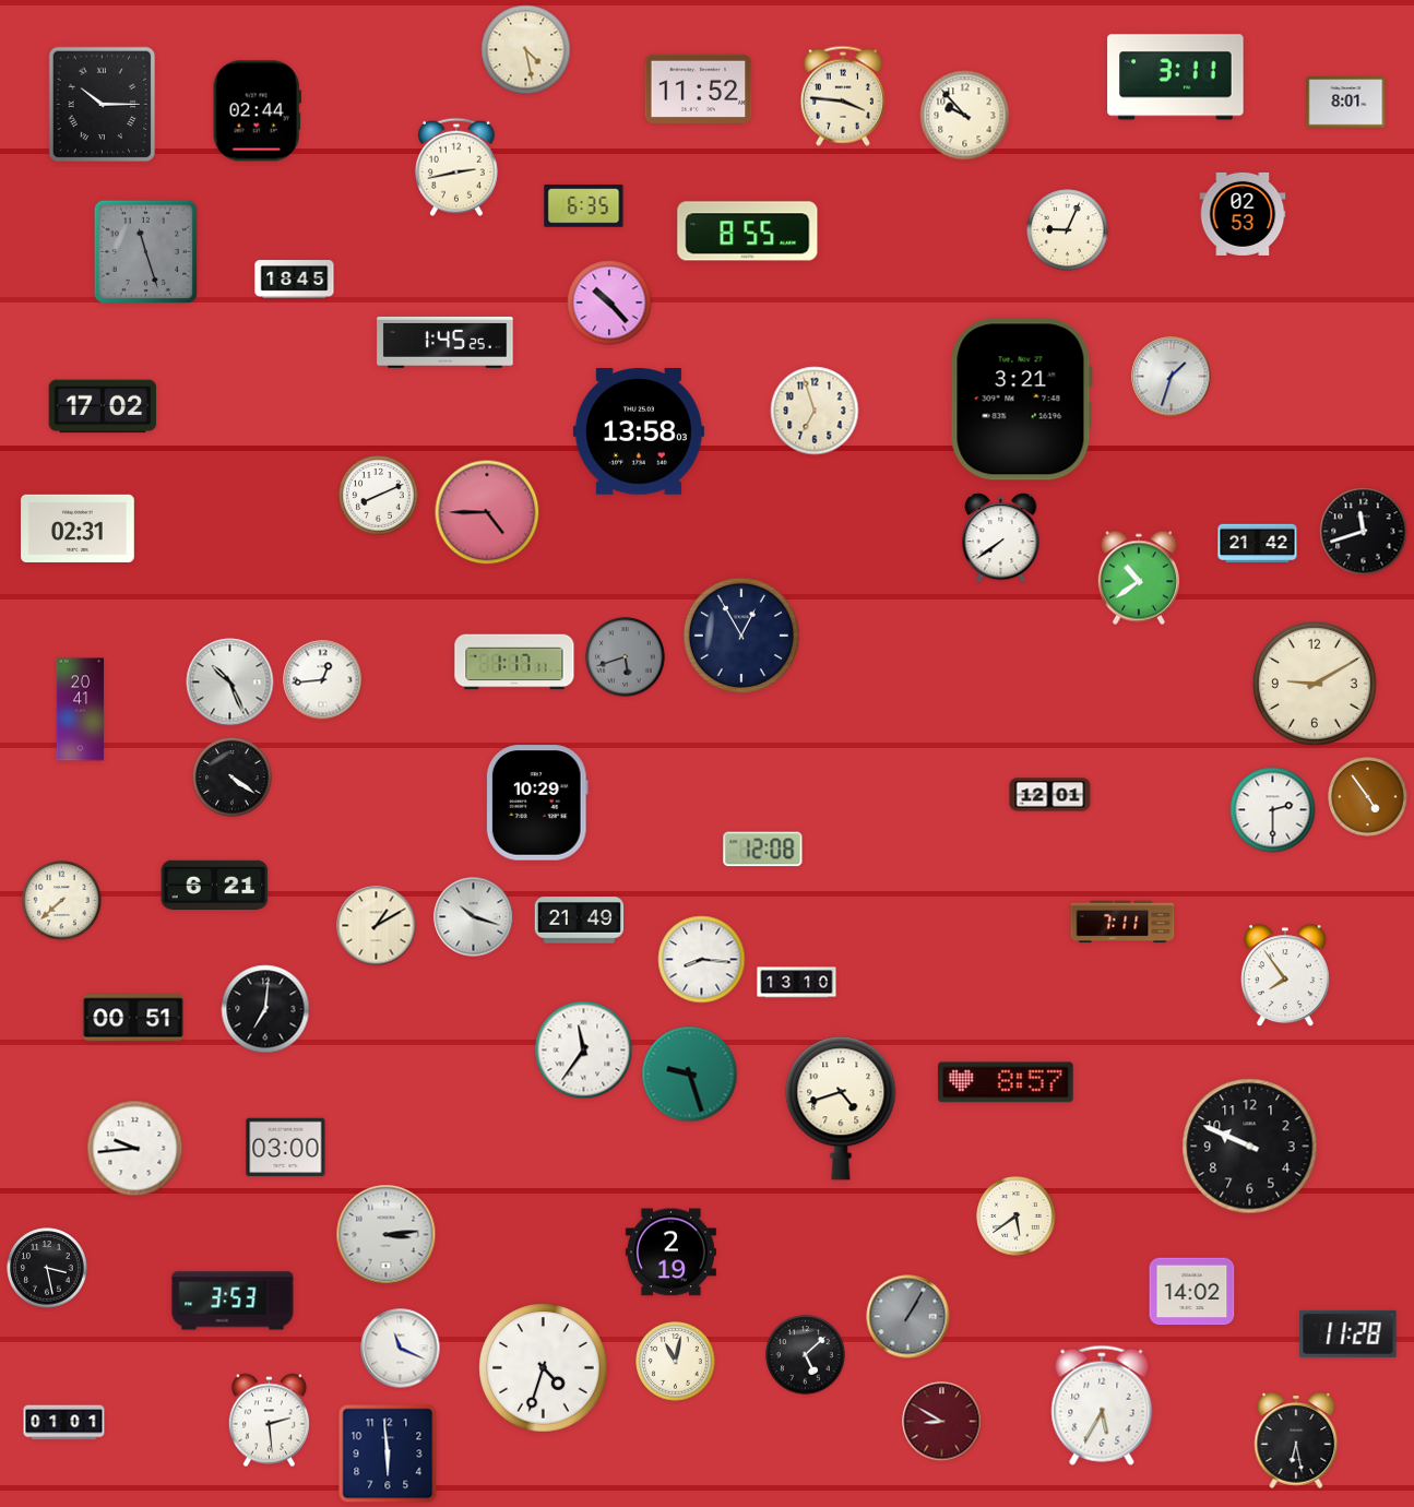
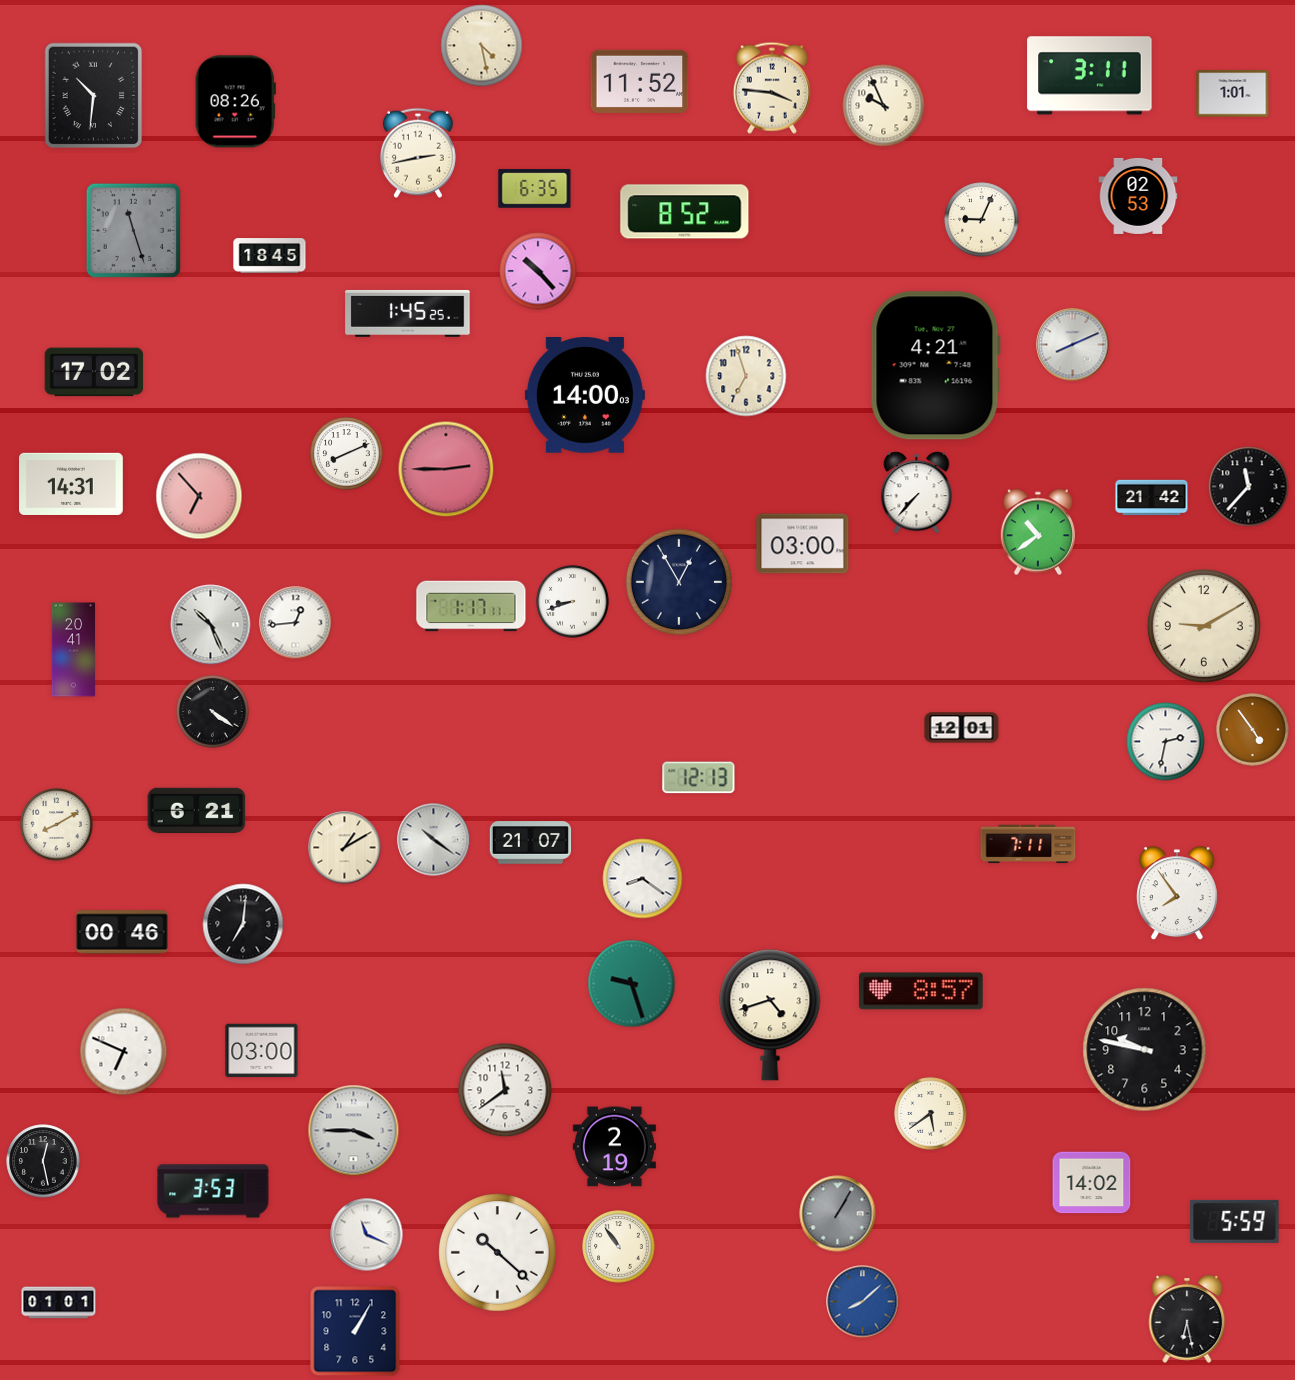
clock at (1176, 78) position: (1176, 78) -> (1090, 76)
clock at (1346, 103): 8:01 -> 1:01
clock at (103, 105): 10:15 -> 10:31
clock at (257, 111): 02:44 -> 08:26
clock at (965, 116): 9:53 -> 9:56
clock at (1068, 230) position: (1068, 230) -> (982, 220)
clock at (748, 232): 8:55 -> 8:52
clock at (609, 302) position: (609, 302) -> (538, 271)
clock at (1172, 377): 1:33 -> 8:11
clock at (1021, 400): 3:21 -> 4:21
clock at (639, 432): 13:58 -> 14:00
clock at (487, 512): 4:45 -> 2:45
clock at (79, 529): 02:31 -> 14:31
clock at (1364, 532): 11:42 -> 11:37
clock at (1001, 538): 7:39 -> 7:37
clock at (199, 496): none -> 6:53
clock at (1139, 578) position: (1139, 578) -> (1038, 532)
clock at (803, 544): none -> 03:00
clock at (626, 657): 5:42 -> 8:42
clock at (626, 657) dial: grey -> white
clock at (537, 803): 10:29 -> none
clock at (1273, 810): 2:30 -> 2:32
clock at (763, 850): 12:08 -> 12:13
clock at (62, 901): 7:38 -> 8:10
clock at (474, 917): 10:18 -> 10:21
clock at (580, 921): 21:49 -> 21:07
clock at (702, 960): 8:16 -> 8:21
clock at (797, 983): 13:10 -> none
clock at (133, 1018): 00:51 -> 00:46
clock at (584, 1051): 11:36 -> none
clock at (1250, 1147): 9:49 -> 9:47
clock at (135, 1149): 9:44 -> 6:49
clock at (505, 1090): none -> 11:39
clock at (387, 1235): 3:14 -> 3:45
clock at (47, 1268): 3:28 -> 12:28
clock at (908, 1317) position: (908, 1317) -> (838, 1214)
clock at (1348, 1333): 11:28 -> 5:59
clock at (806, 1355): 5:08 -> none
clock at (676, 1362): 11:02 -> 10:54
clock at (544, 1368): 4:33 -> 10:22
clock at (1102, 1405): 5:35 -> none
clock at (269, 1421): 2:29 -> none
clock at (942, 1422): 8:50 -> 8:08
clock at (942, 1422) dial: burgundy -> blue
clock at (388, 1453): 5:59 -> 1:05
